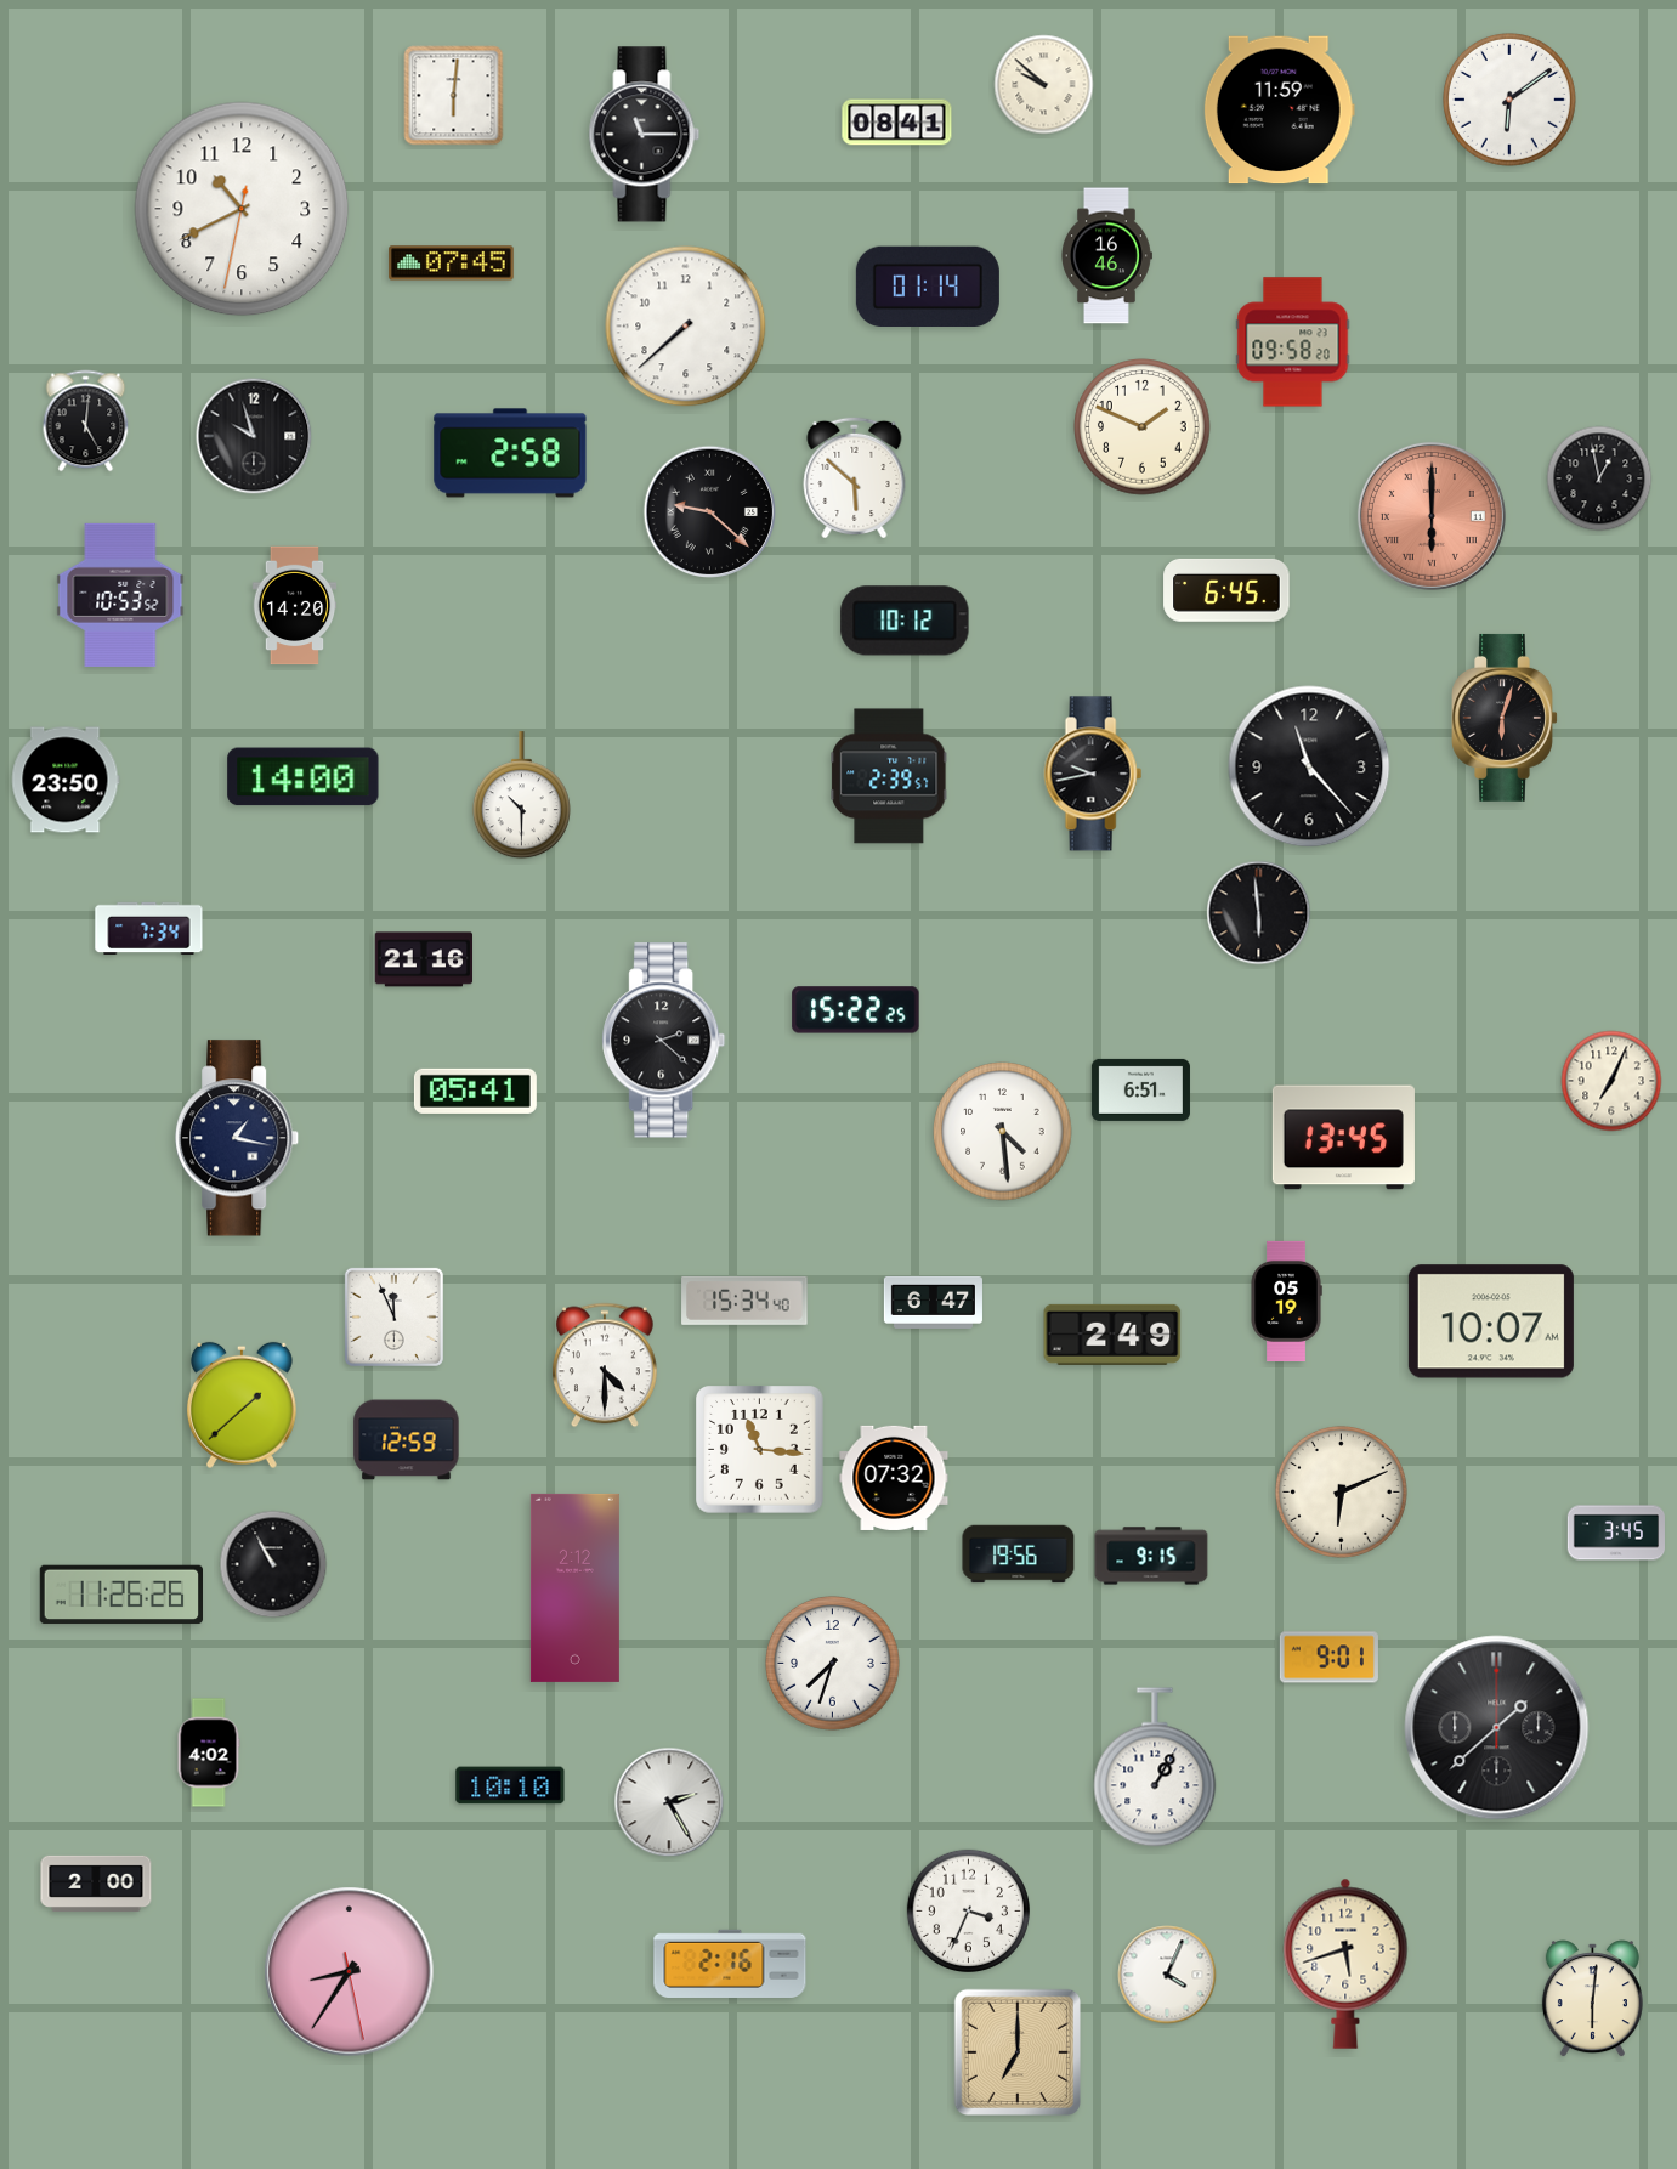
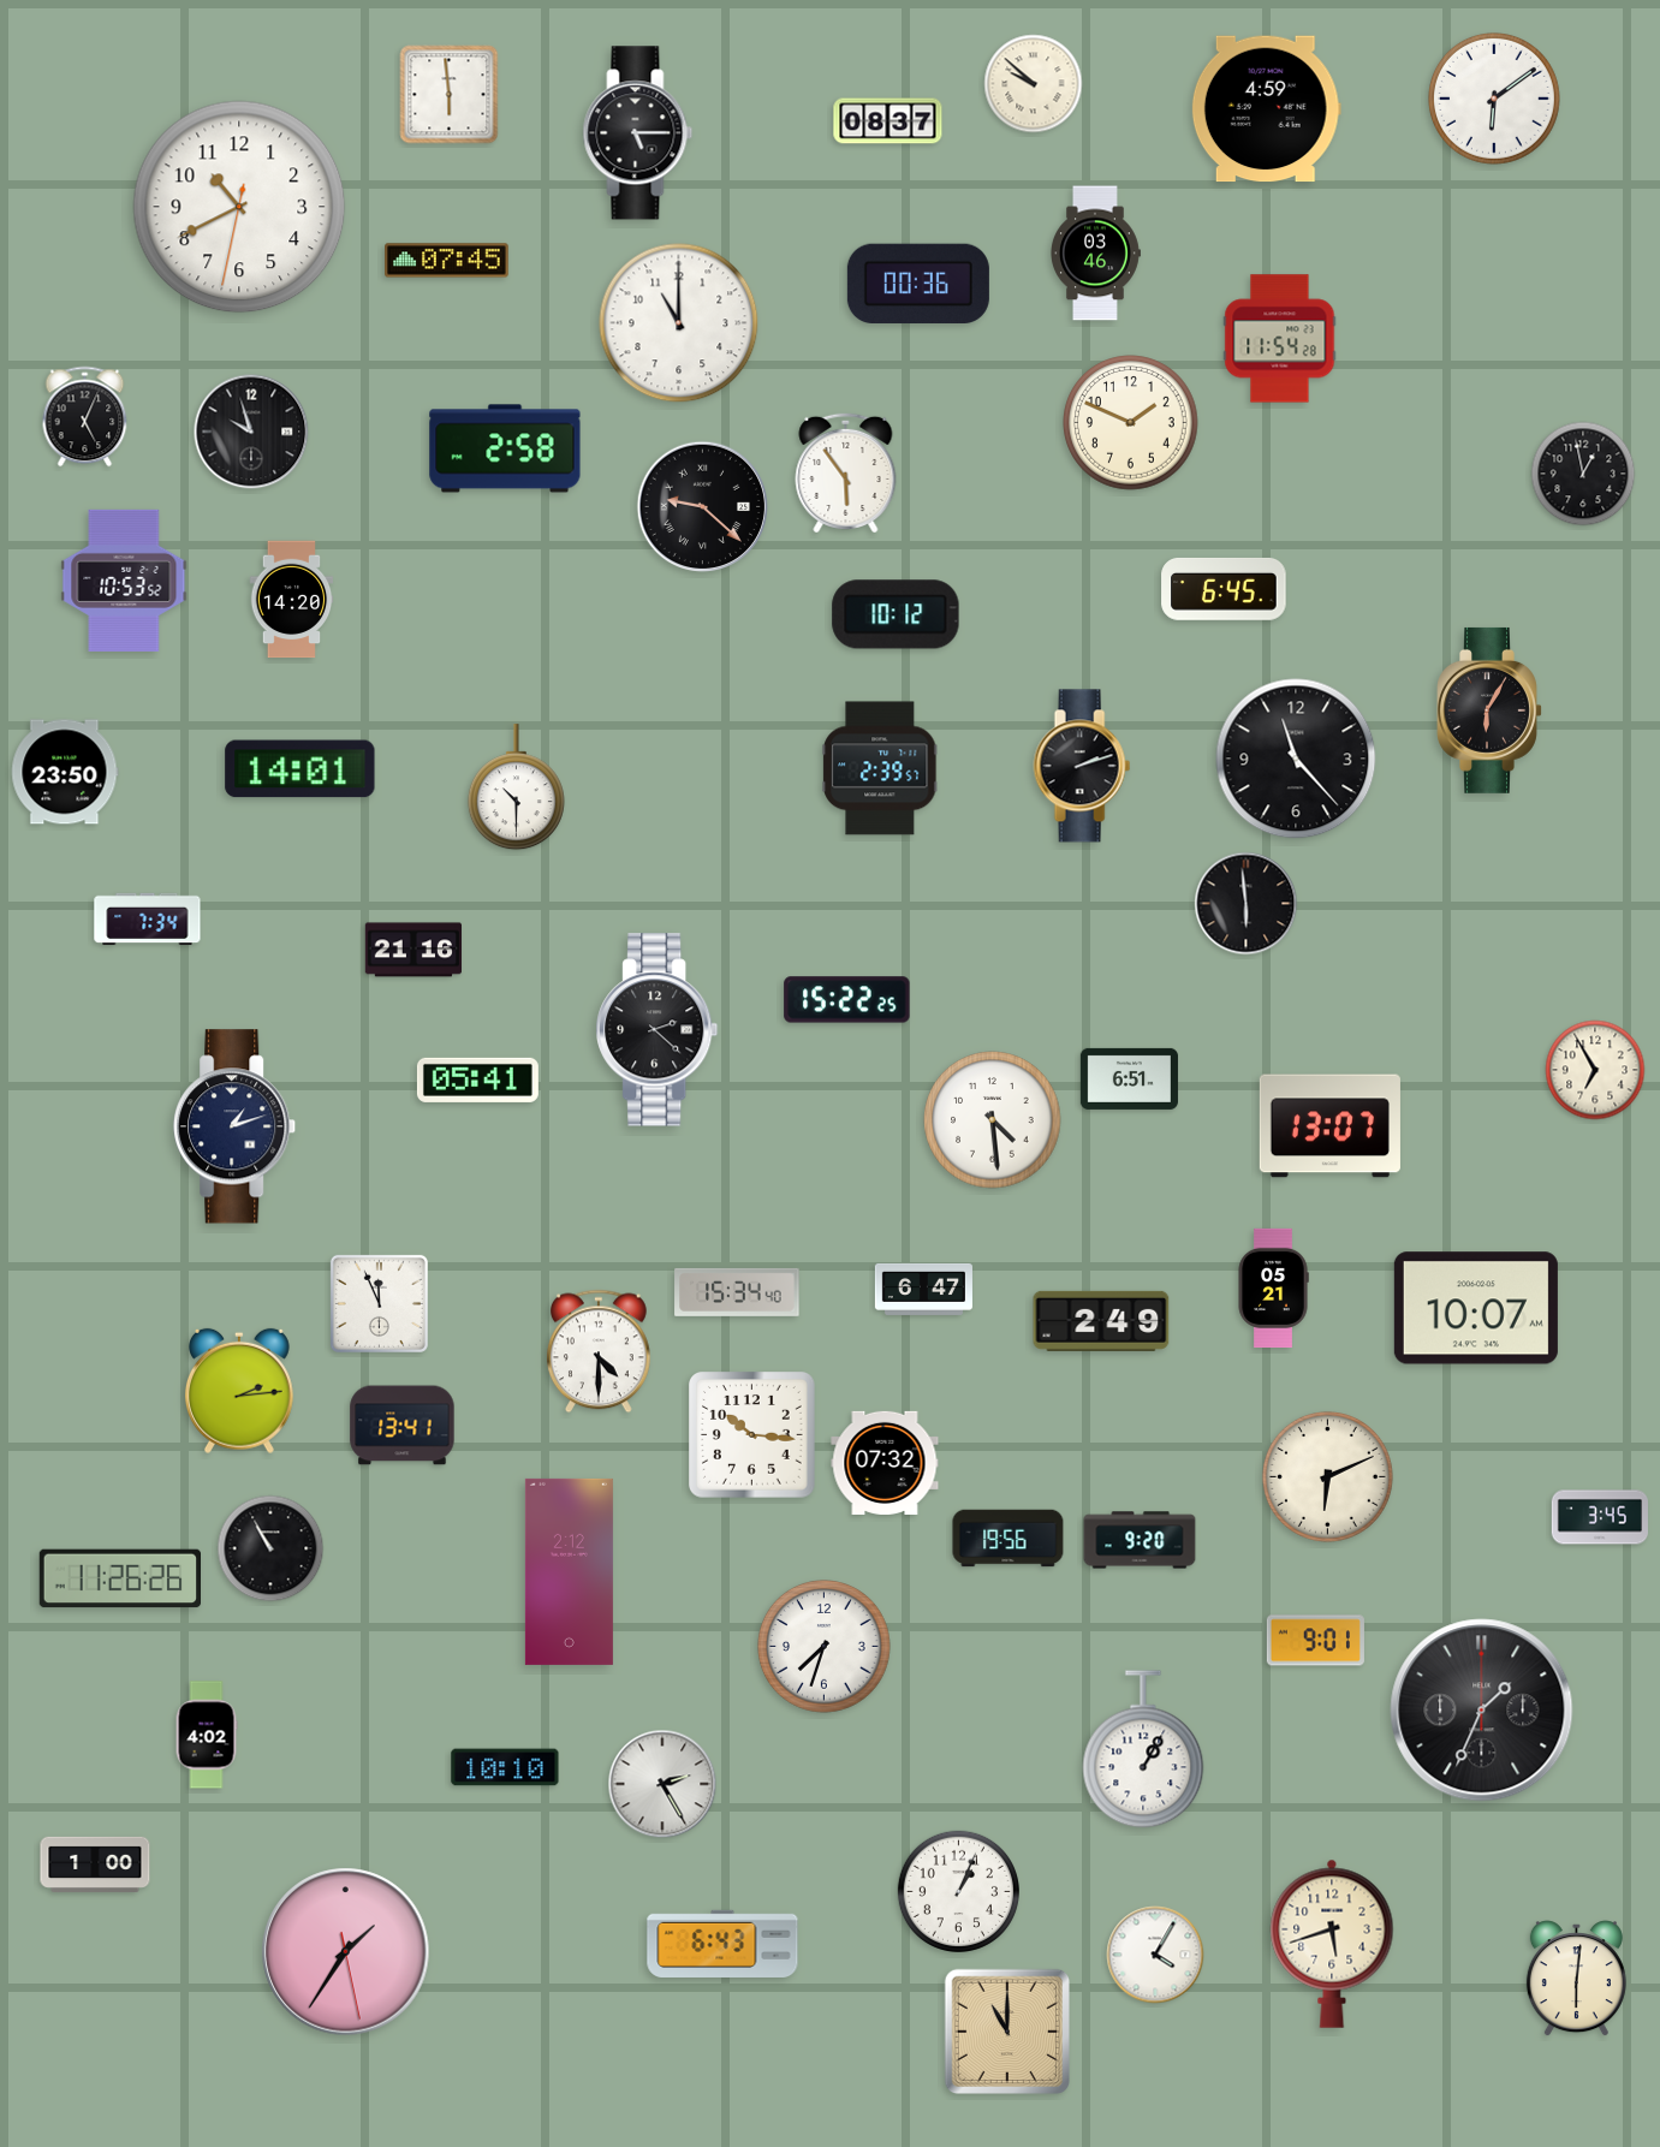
clock at (454, 96): 6:01 -> 5:59
clock at (1279, 111): 11:59 -> 4:59
clock at (897, 123): 08:41 -> 08:37
clock at (645, 135): 11:15 -> 5:15
clock at (1107, 256): 16:46 -> 03:46
clock at (928, 285): 01:14 -> 00:36
clock at (686, 327): 7:38 -> 11:00
clock at (1293, 342): 09:58 -> 11:54
clock at (86, 421): 5:01 -> 5:04
clock at (855, 476): 5:52 -> 5:54
clock at (1432, 516): 6:00 -> none
clock at (1226, 590) position: (1226, 590) -> (1224, 589)
clock at (120, 595) position: (120, 595) -> (124, 581)
clock at (1505, 718): 6:03 -> 6:05
clock at (1093, 774): 9:43 -> 2:12
clock at (304, 777): 14:00 -> 14:01
clock at (423, 959) position: (423, 959) -> (412, 950)
clock at (1611, 1081): 7:04 -> 6:55
clock at (475, 1091) position: (475, 1091) -> (477, 1080)
clock at (238, 1138): 1:17 -> 1:12
clock at (1343, 1138): 13:45 -> 13:07
clock at (744, 1301) position: (744, 1301) -> (737, 1292)
clock at (1286, 1301): 05:19 -> 05:21
clock at (393, 1316) position: (393, 1316) -> (379, 1303)
clock at (242, 1405): 1:38 -> 2:14
clock at (407, 1440): 12:59 -> 13:41
clock at (760, 1450): 11:16 -> 10:16
clock at (1151, 1556): 9:15 -> 9:20
clock at (1497, 1728): 1:38 -> 1:34
clock at (96, 1882): 2:00 -> 1:00
clock at (968, 1910): 3:34 -> 1:04
clock at (730, 1963): 2:16 -> 6:43
clock at (350, 1972): 8:35 -> 1:35
clock at (1167, 1975): 4:04 -> 4:05
clock at (1016, 2051): 7:00 -> 11:00
